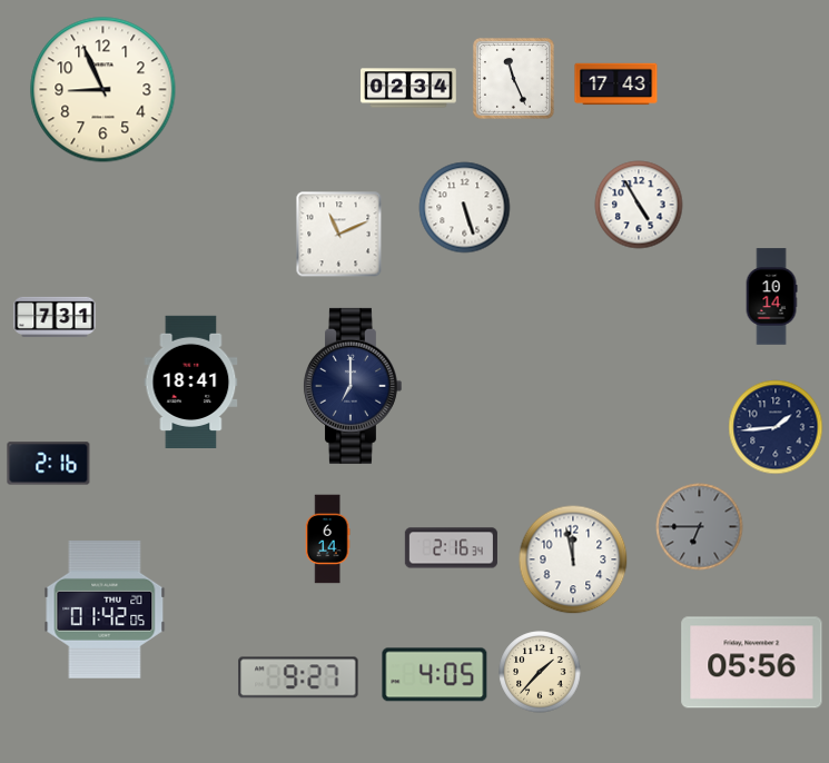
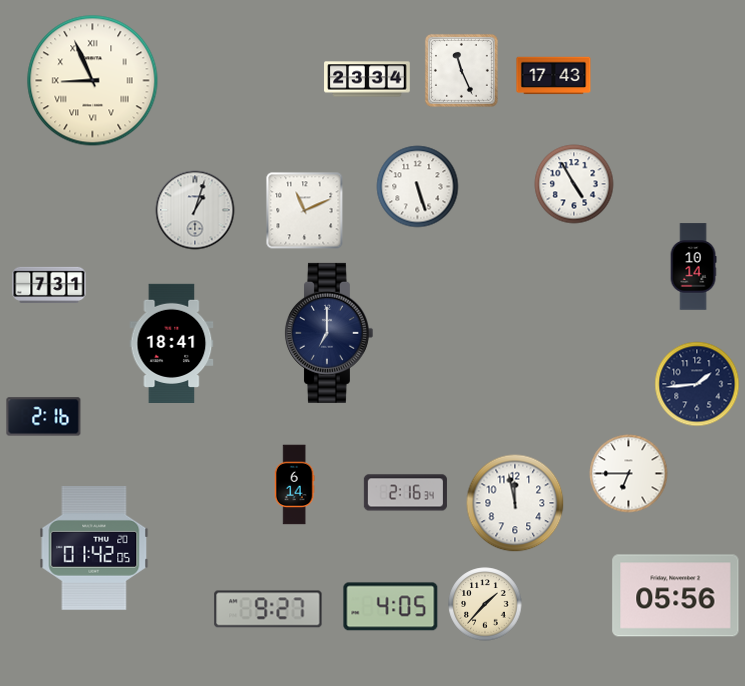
clock at (408, 88): 02:34 -> 23:34
clock at (103, 90) numerals: Arabic -> Roman
clock at (195, 210): none -> 1:03
clock at (352, 386) position: (352, 386) -> (328, 333)
clock at (700, 527) dial: grey -> white
